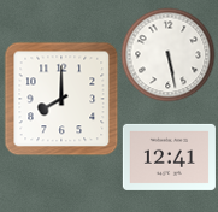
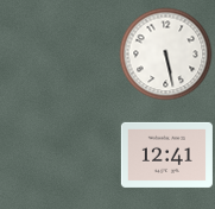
clock at (61, 99): 8:00 -> none
